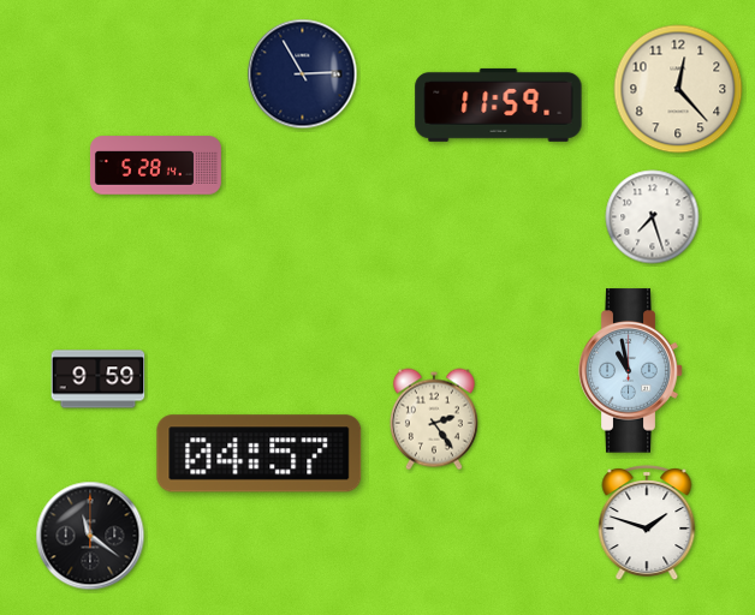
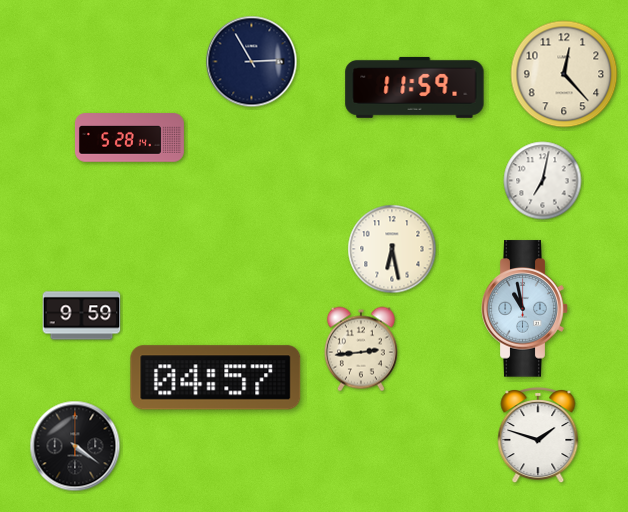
clock at (653, 217): 7:27 -> 7:02
clock at (392, 249): none -> 6:28
clock at (434, 419): 2:24 -> 2:44
clock at (90, 536): 11:21 -> 4:21
